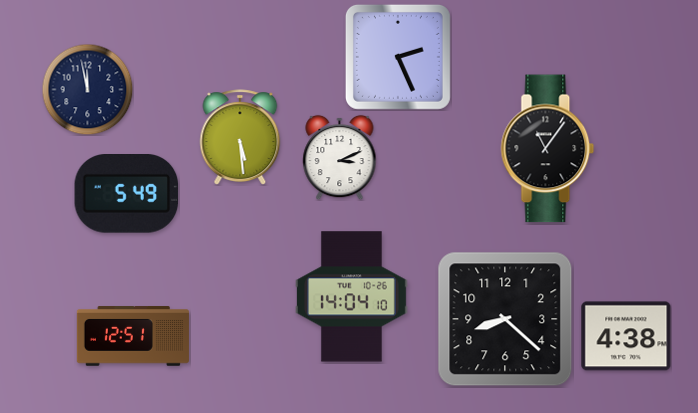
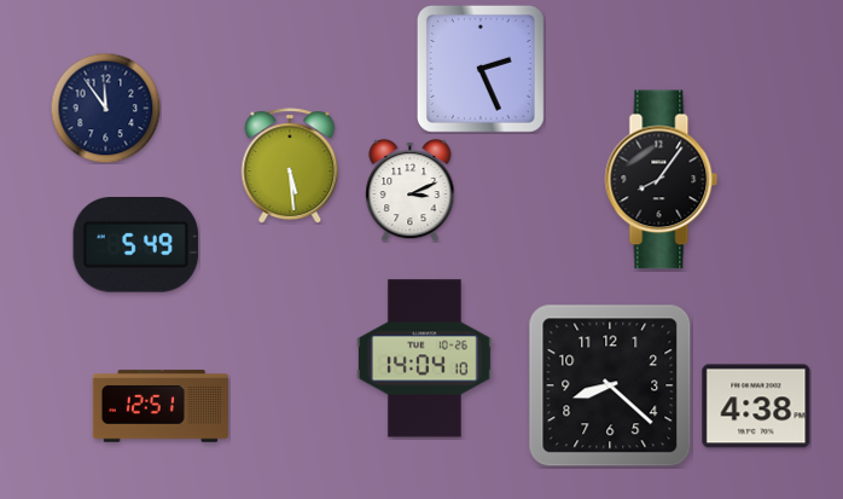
clock at (87, 89): 11:58 -> 11:54
clock at (548, 149): 11:06 -> 8:06
clock at (127, 194) position: (127, 194) -> (136, 245)
